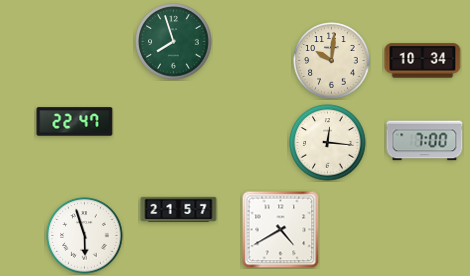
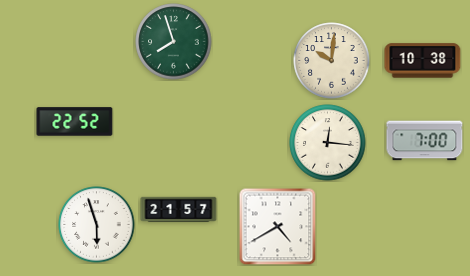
clock at (423, 61): 10:34 -> 10:38
clock at (75, 122): 22:47 -> 22:52
clock at (280, 229) position: (280, 229) -> (277, 226)
clock at (85, 236) position: (85, 236) -> (97, 225)
